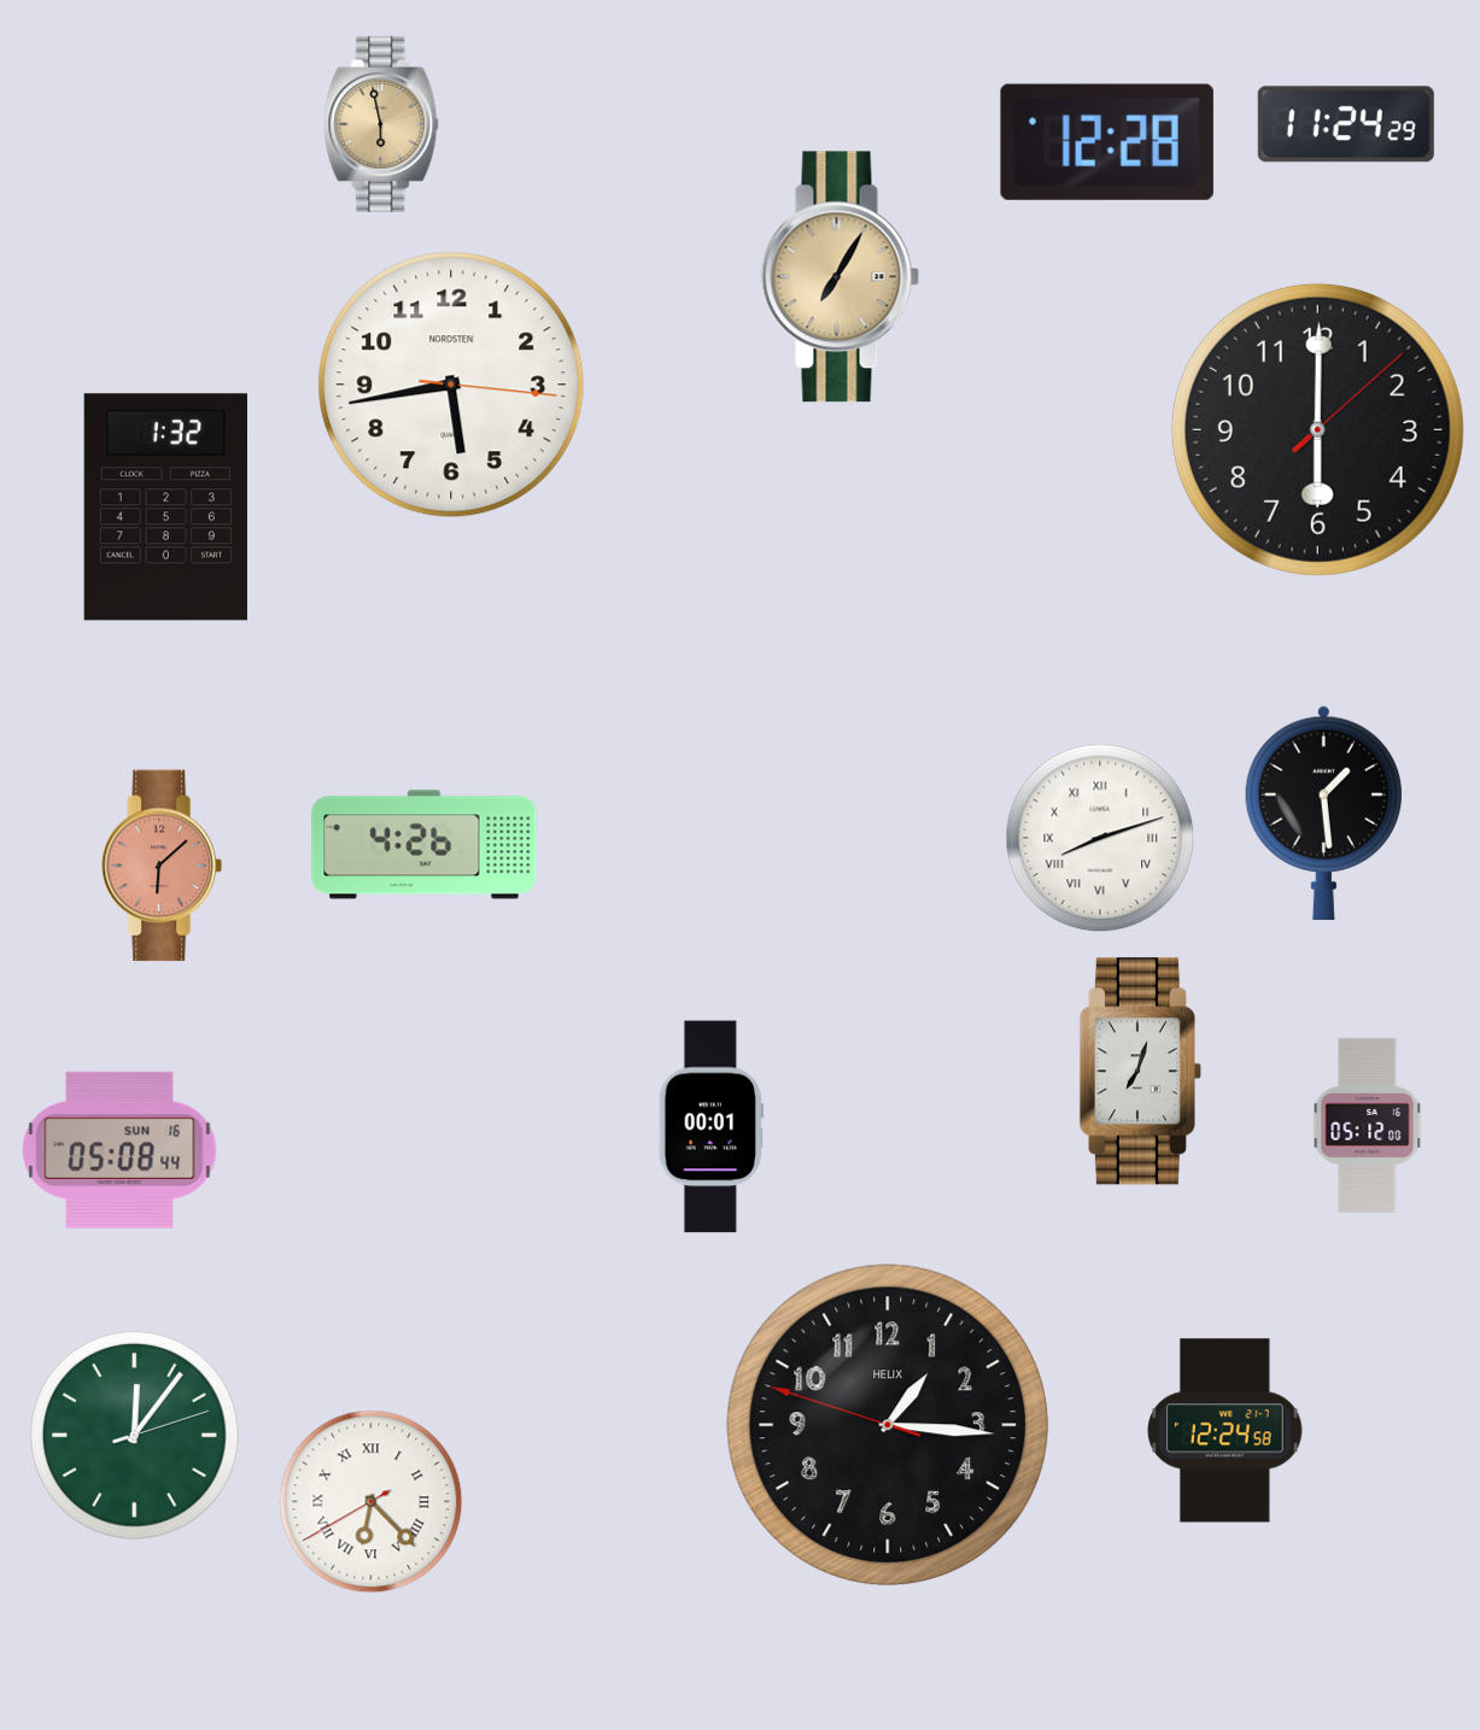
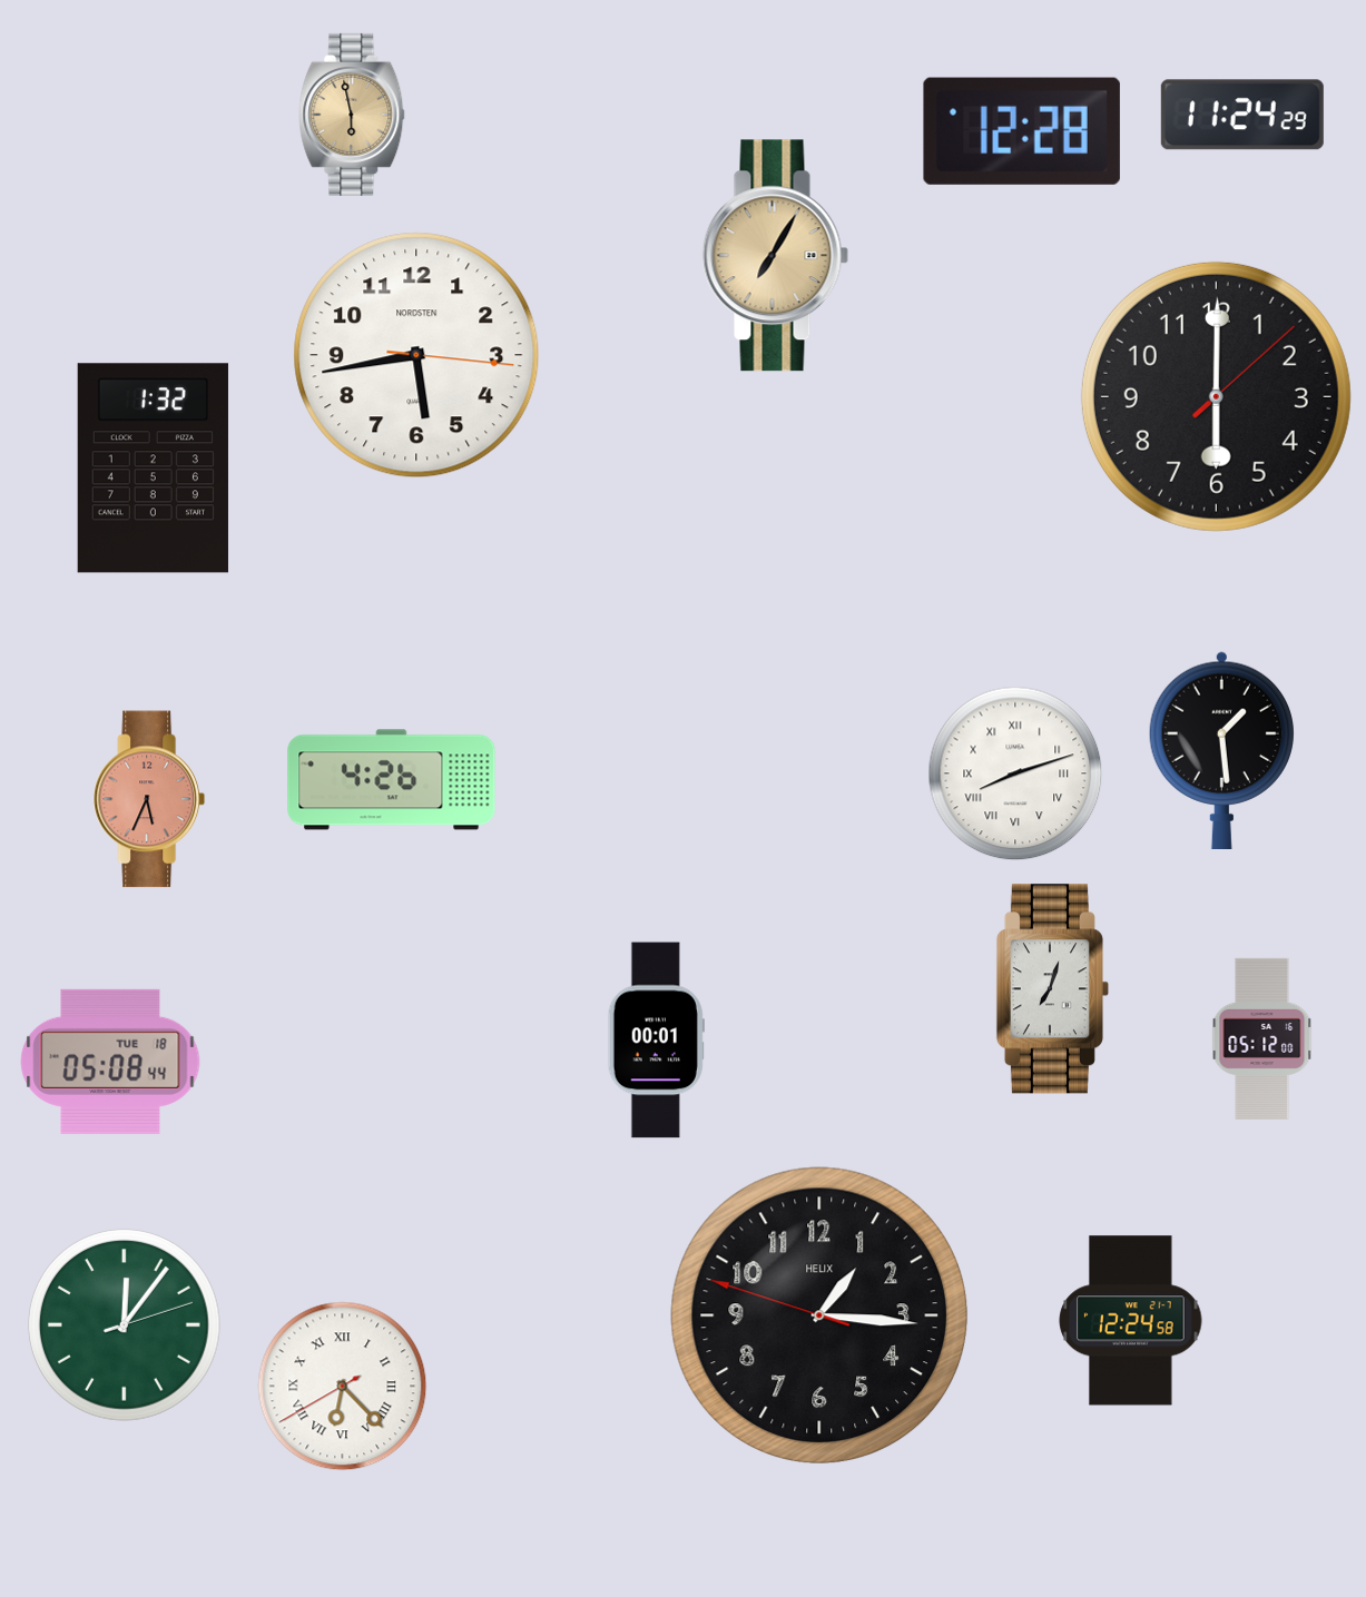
clock at (162, 866): 6:08 -> 5:34
clock at (119, 1150) date: SUN 16 -> TUE 18
